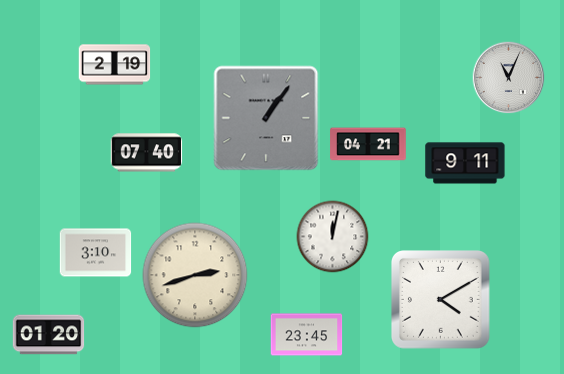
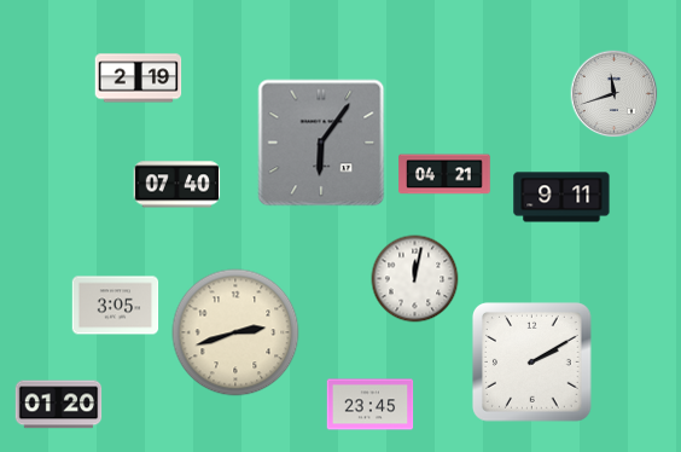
clock at (509, 78): 11:04 -> 11:42
clock at (266, 118): 1:06 -> 6:06
clock at (333, 237) position: (333, 237) -> (415, 279)
clock at (96, 253): 3:10 -> 3:05
clock at (441, 300): 4:10 -> 2:10
